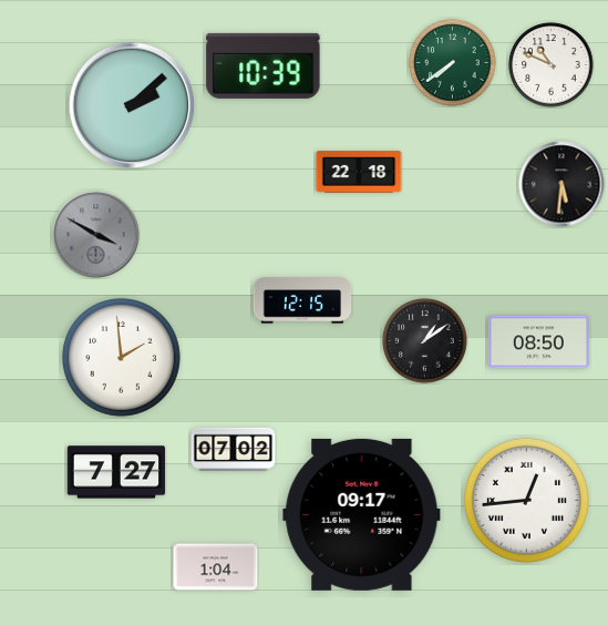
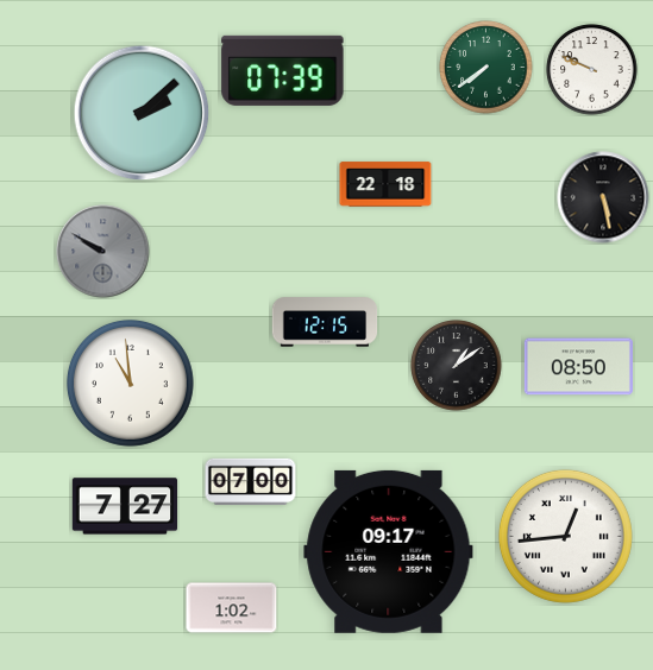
clock at (264, 65): 10:39 -> 07:39
clock at (552, 65): 10:49 -> 9:49
clock at (561, 184): 5:31 -> 5:28
clock at (96, 235): 3:50 -> 9:50
clock at (121, 357): 1:59 -> 10:59
clock at (234, 449): 07:02 -> 07:00
clock at (216, 567): 1:04 -> 1:02
